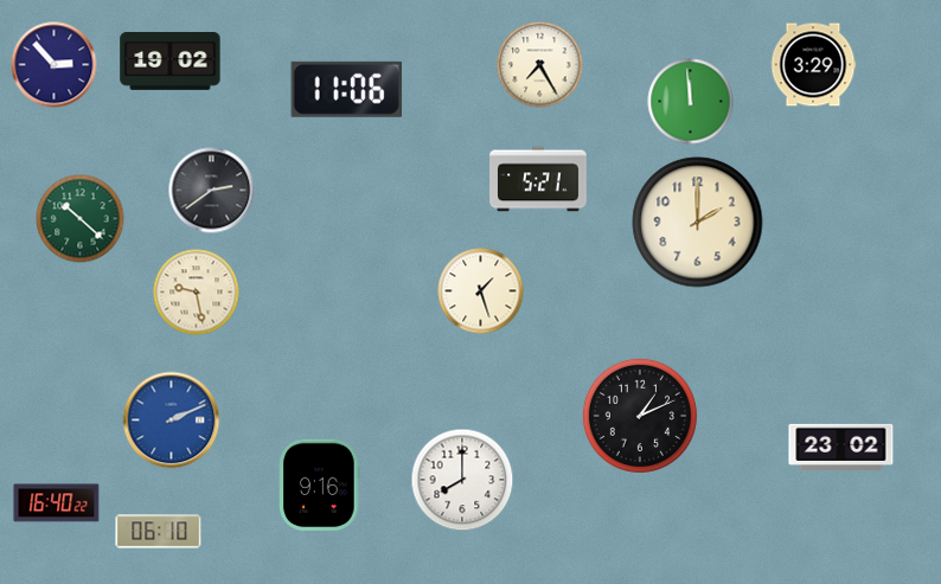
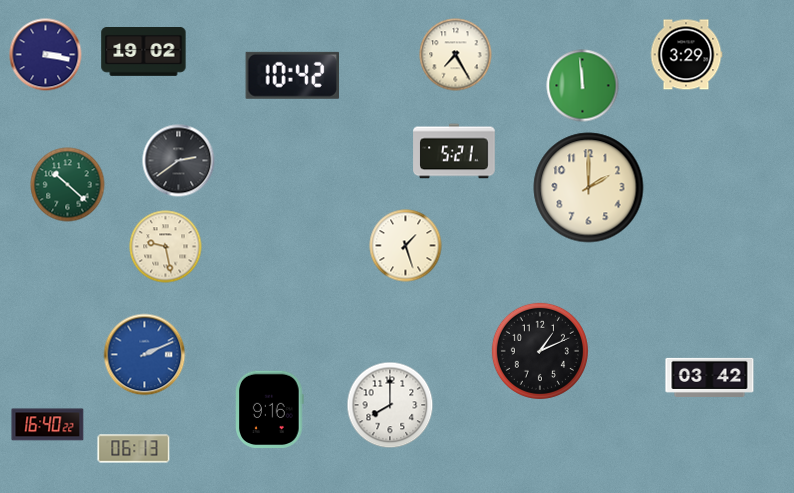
clock at (55, 65): 2:53 -> 3:17
clock at (346, 89): 11:06 -> 10:42
clock at (841, 447): 23:02 -> 03:42
clock at (159, 532): 06:10 -> 06:13
